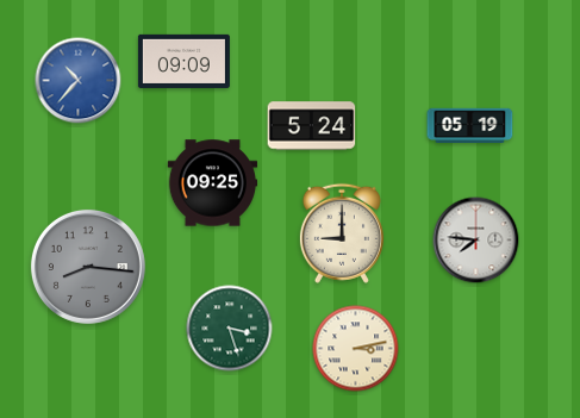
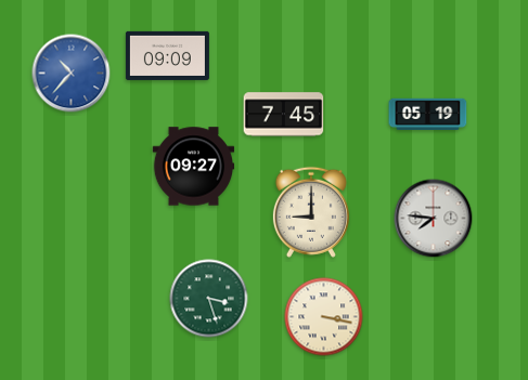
clock at (312, 126): 5:24 -> 7:45
clock at (213, 183): 09:25 -> 09:27
clock at (88, 267): 8:16 -> none
clock at (356, 349): 3:13 -> 3:17
